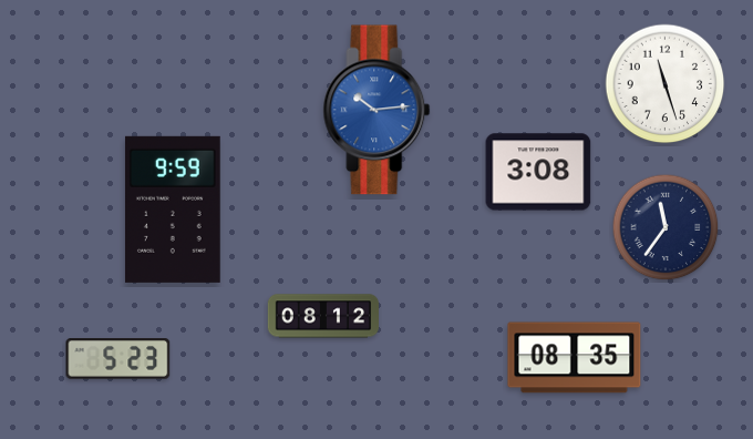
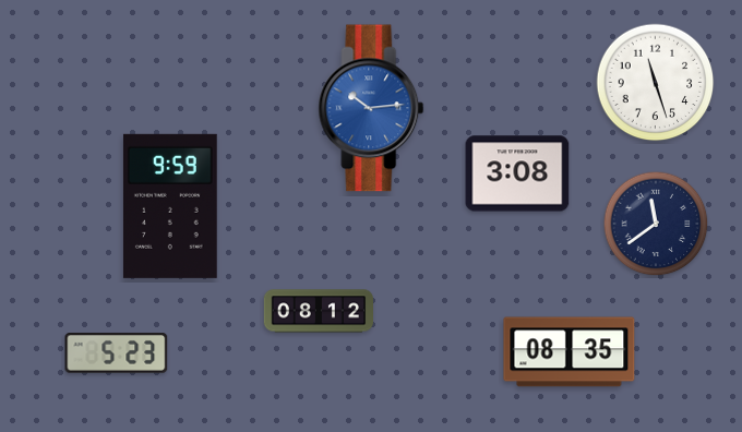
clock at (538, 172) position: (538, 172) -> (517, 173)
clock at (666, 227): 11:36 -> 11:39
clock at (575, 358) position: (575, 358) -> (570, 352)
